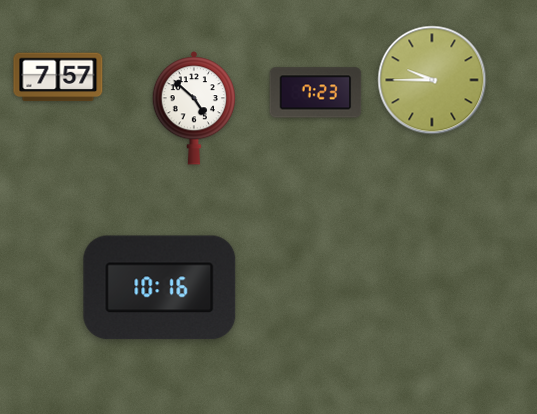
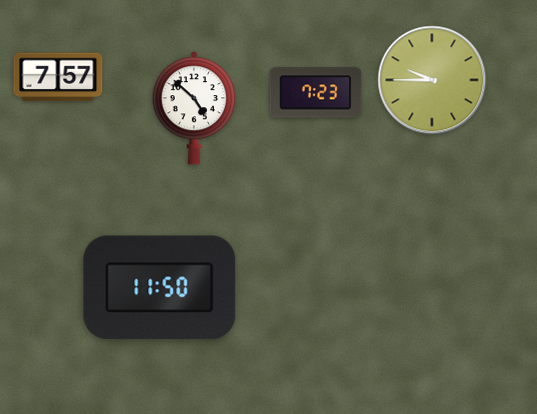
clock at (160, 288): 10:16 -> 11:50
